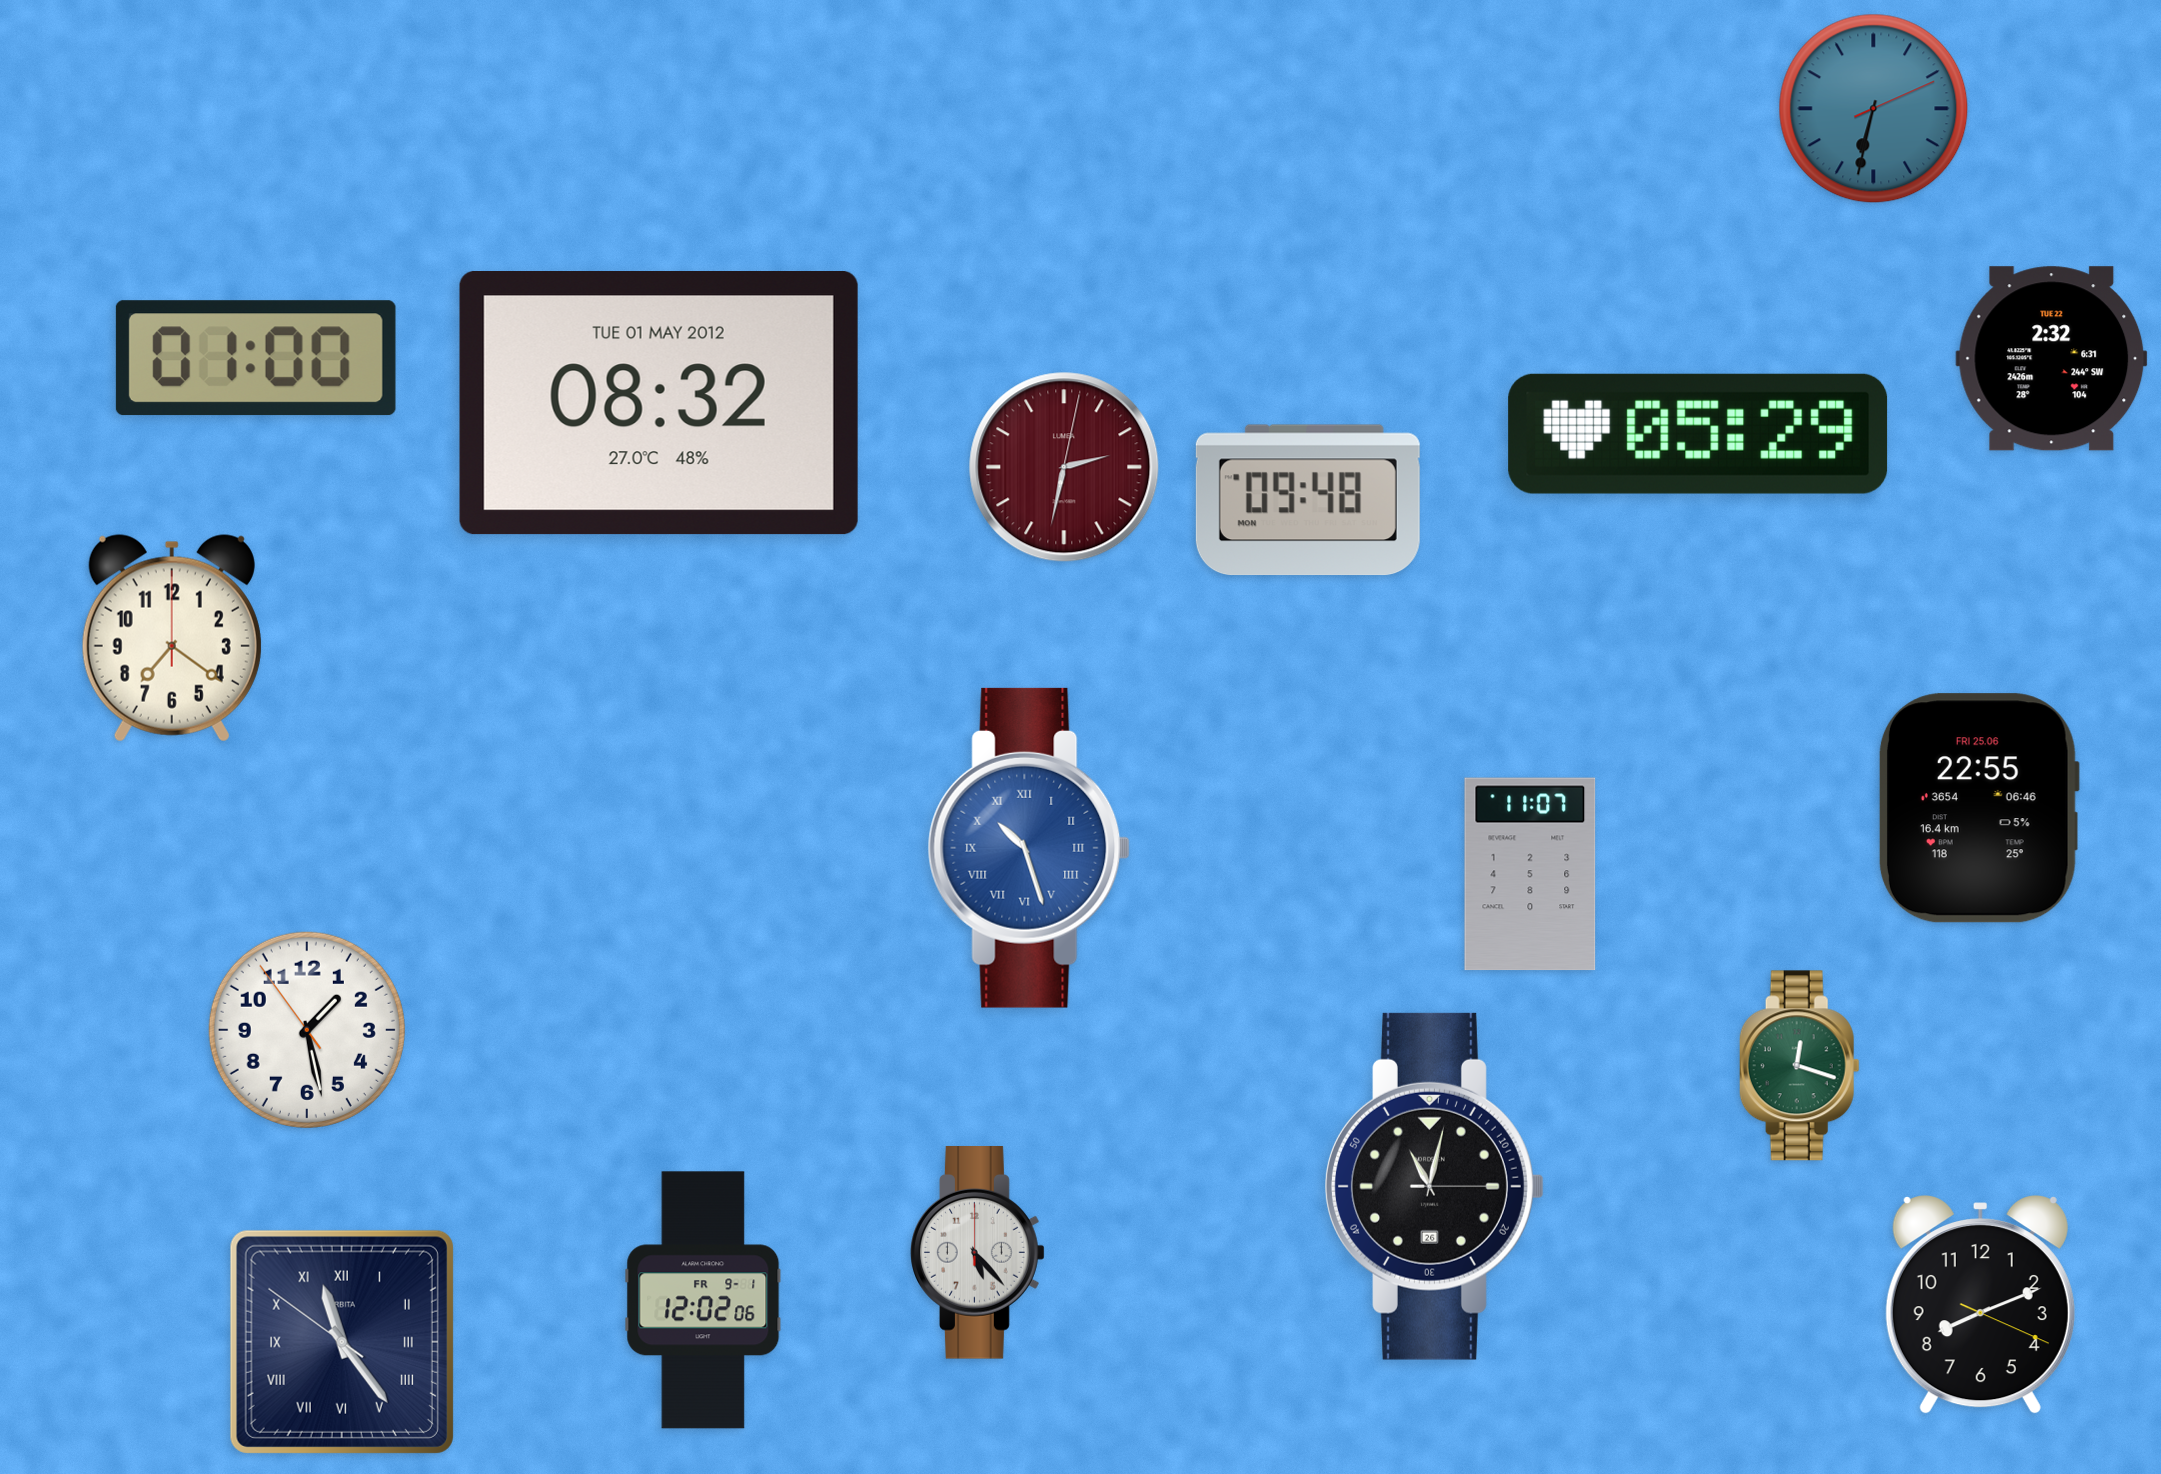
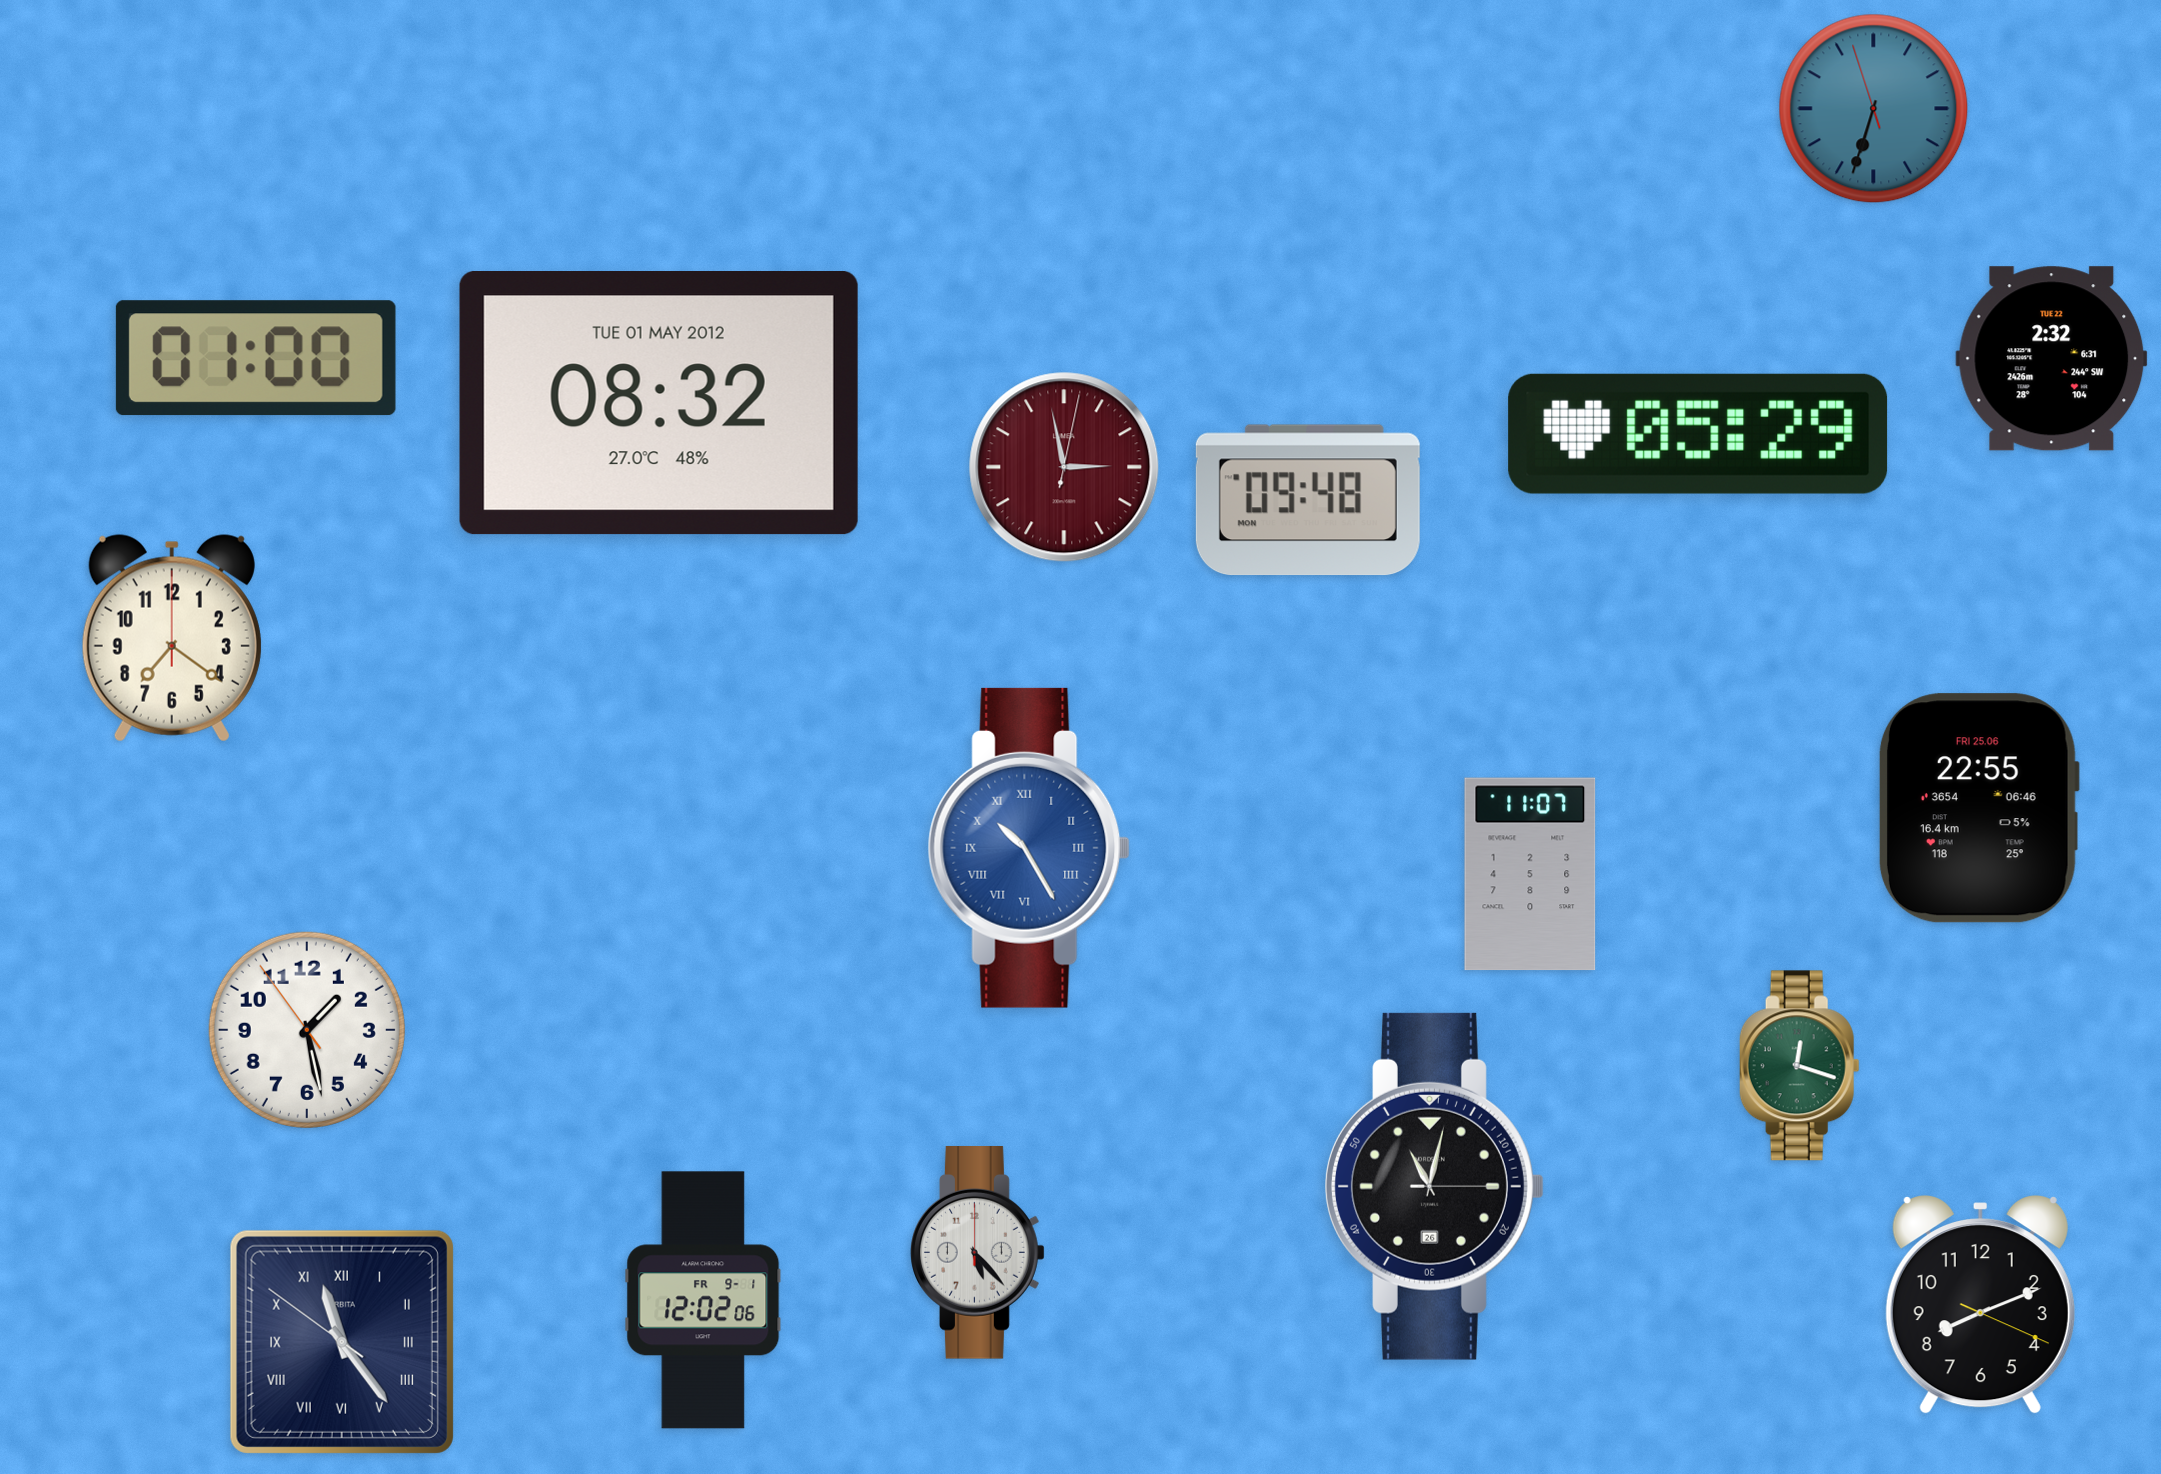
clock at (1874, 109): 6:32:11 -> 6:32:57
clock at (1064, 467): 2:32 -> 2:58
clock at (1029, 848): 10:27 -> 10:25
